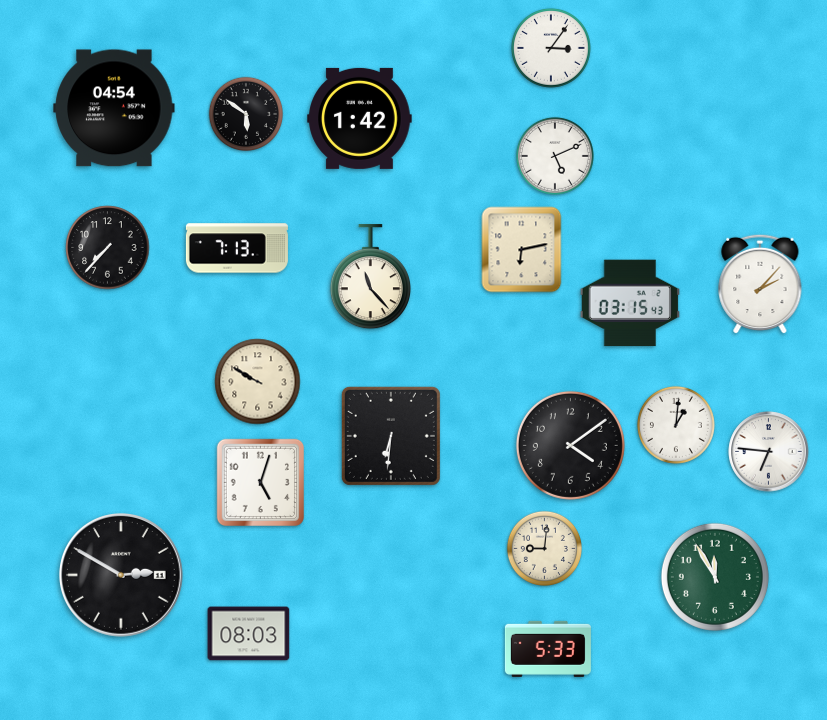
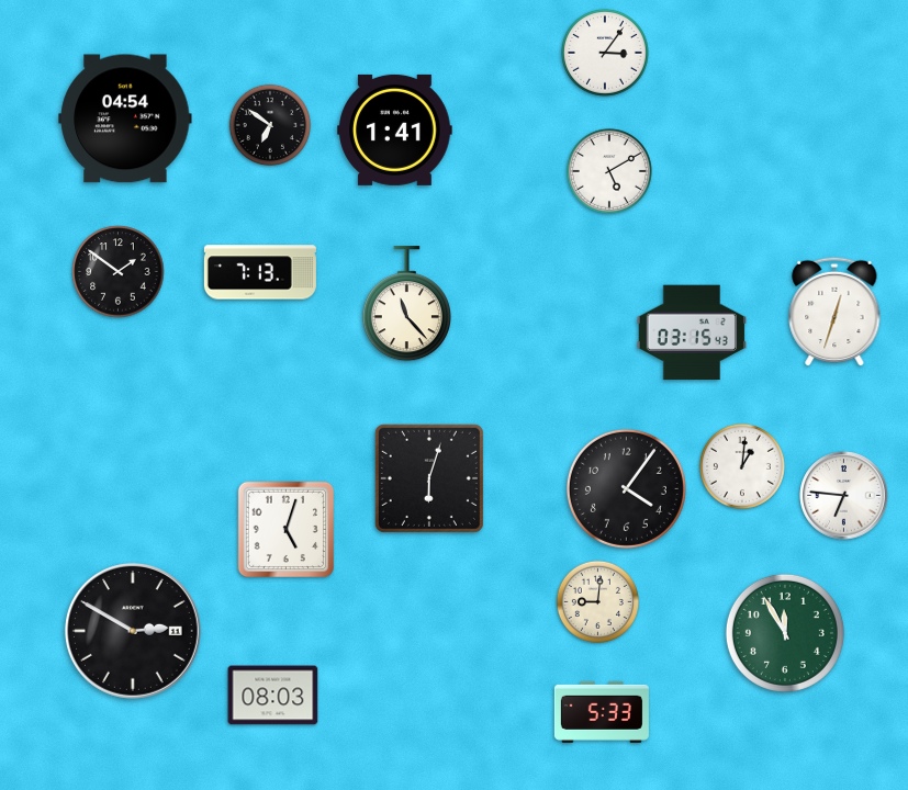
clock at (246, 114): 5:51 -> 6:51
clock at (360, 118): 1:42 -> 1:41
clock at (555, 156): 5:11 -> 5:10
clock at (108, 248): 7:37 -> 1:51
clock at (522, 250): 6:13 -> none
clock at (760, 284): 2:07 -> 12:33
clock at (258, 382): 9:50 -> none
clock at (391, 436): 6:31 -> 6:03
clock at (570, 445): 4:09 -> 4:06
